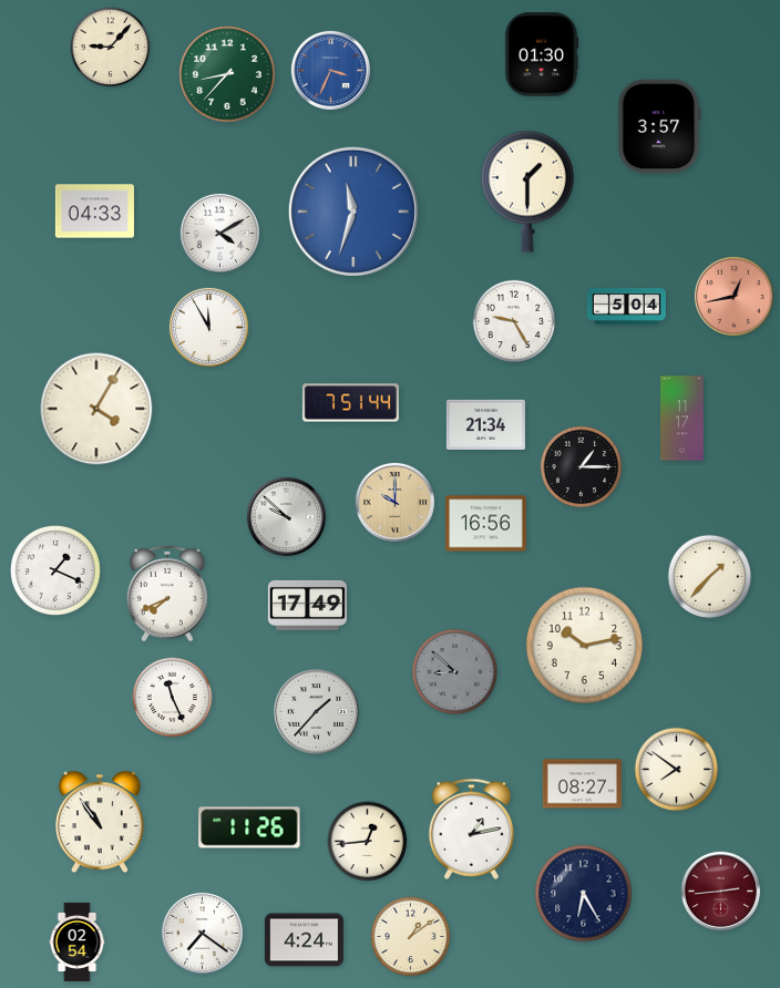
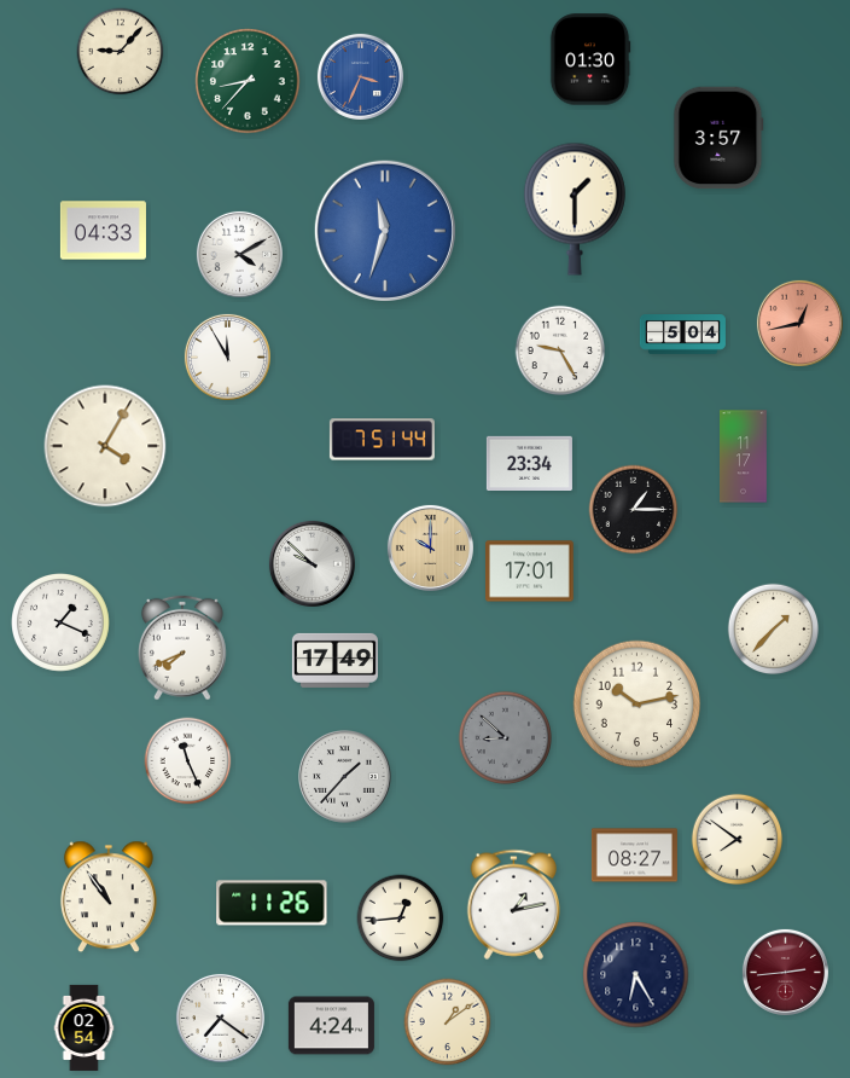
clock at (485, 424): 21:34 -> 23:34
clock at (486, 524): 16:56 -> 17:01
clock at (454, 671) position: (454, 671) -> (505, 737)
